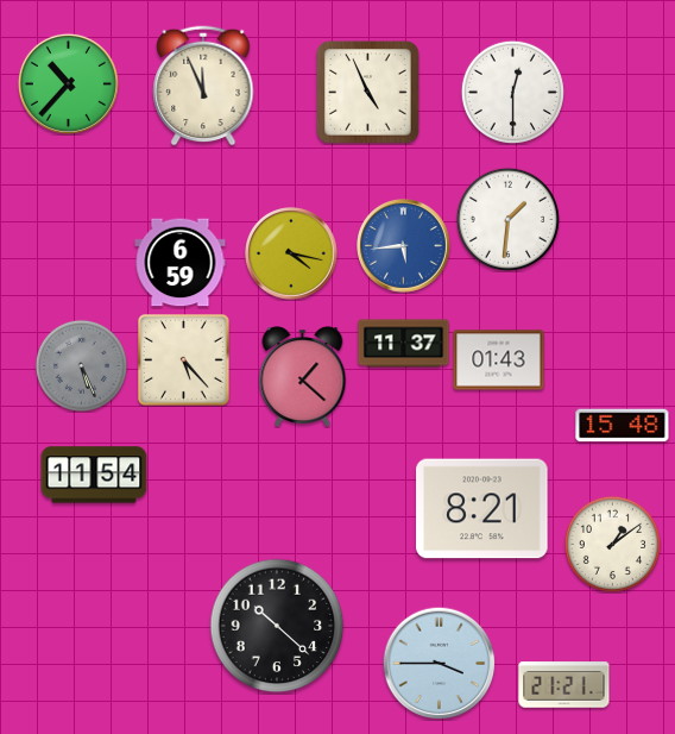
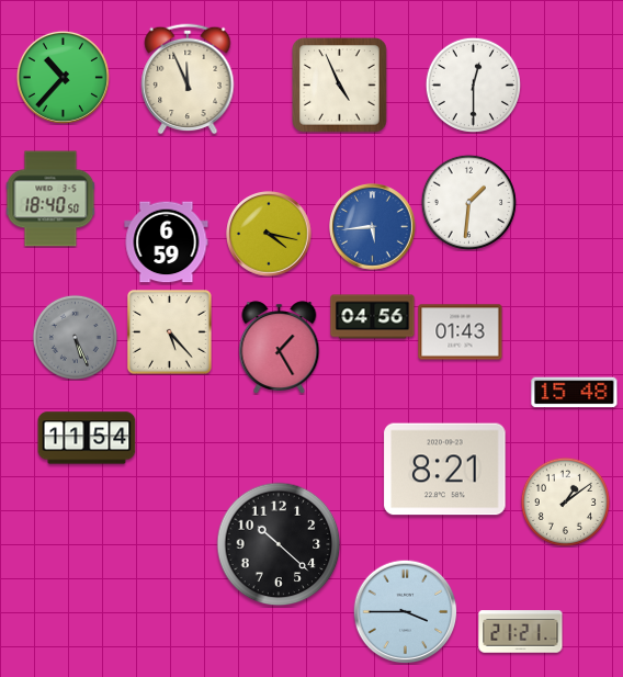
clock at (50, 199): none -> 18:40
clock at (404, 344): 11:37 -> 04:56
clock at (303, 376): 1:22 -> 1:25
clock at (277, 626) position: (277, 626) -> (279, 544)
